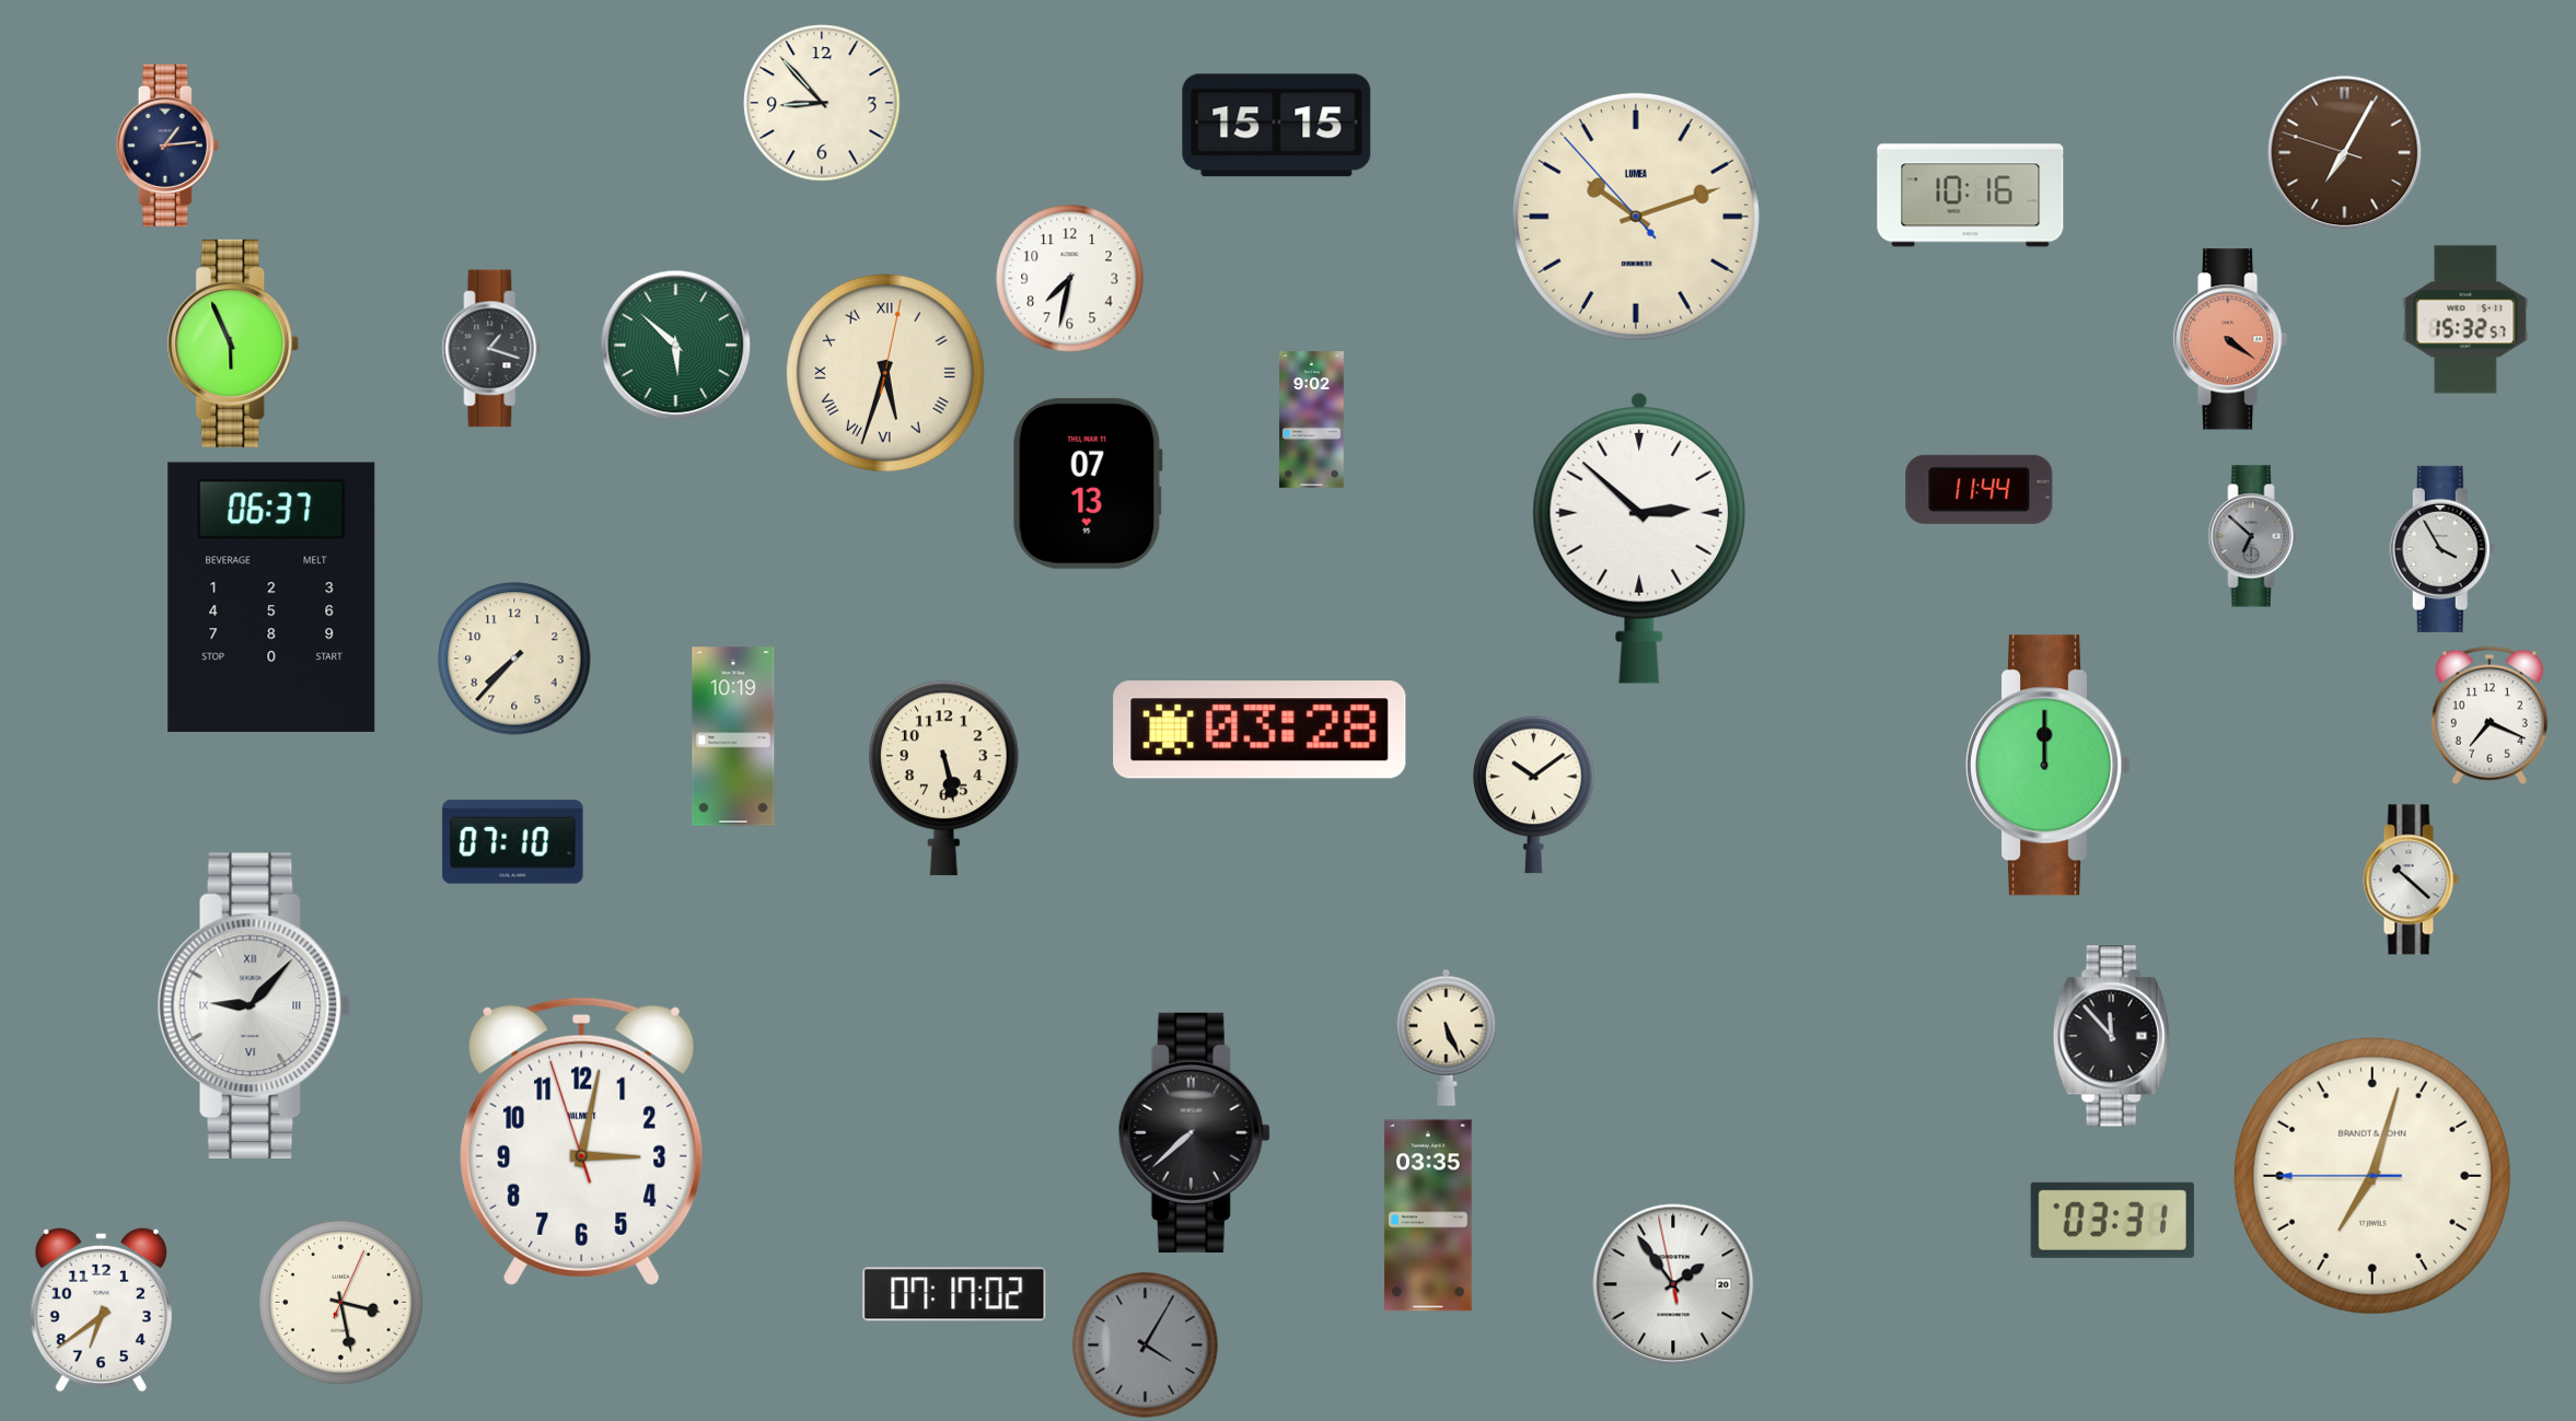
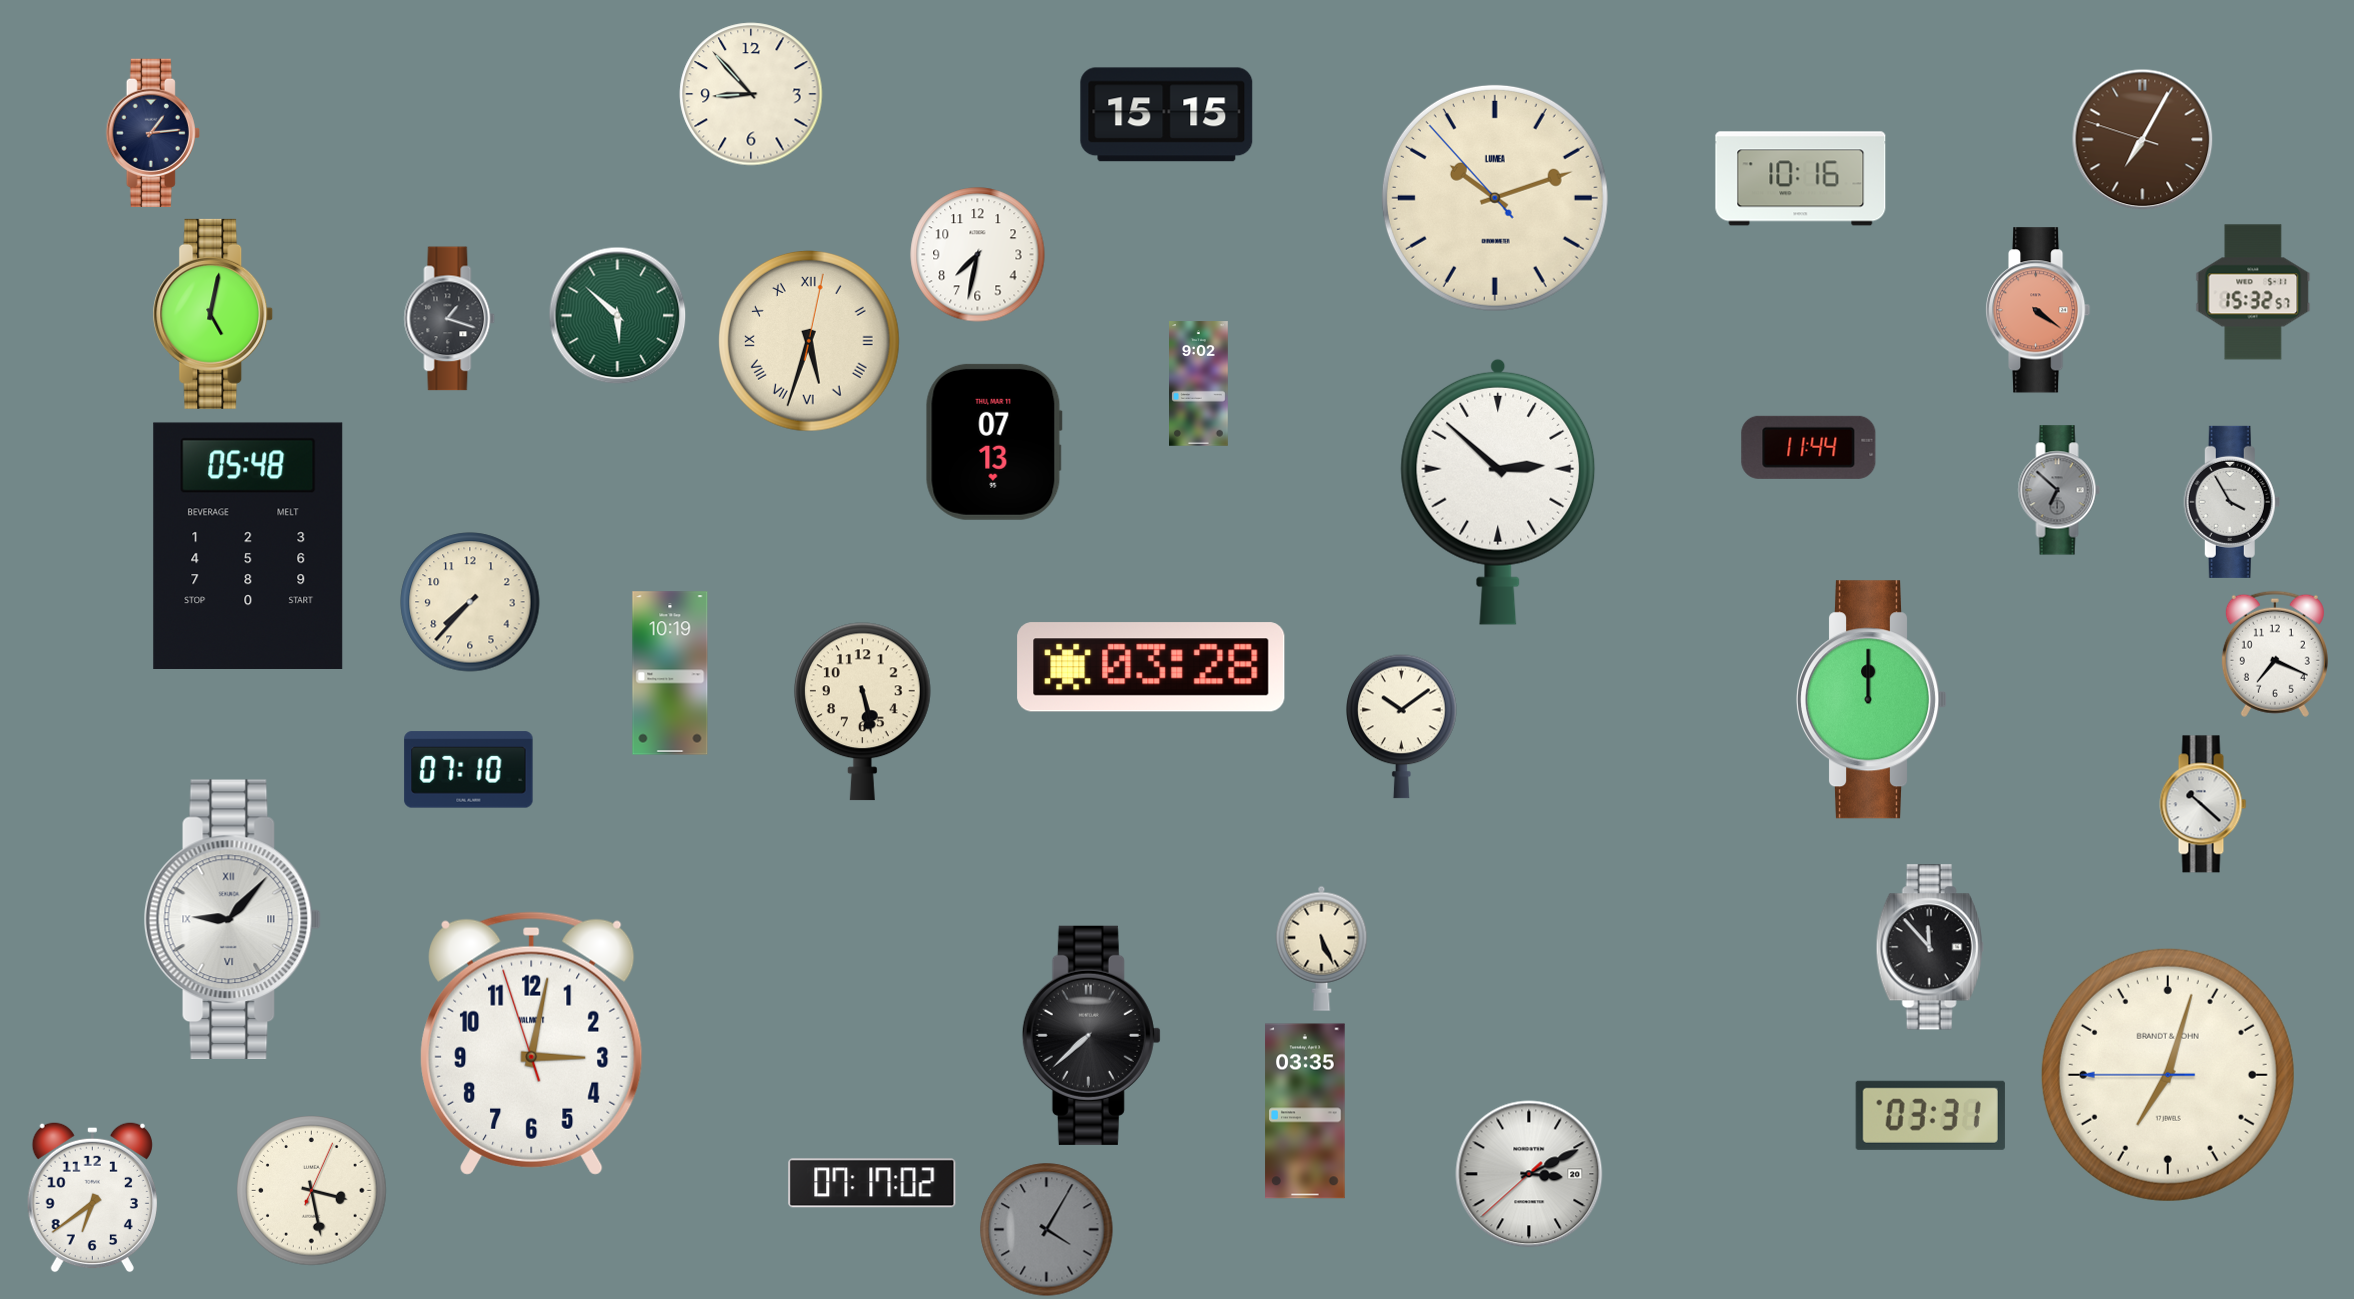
clock at (233, 343): 5:56 -> 5:02
clock at (271, 596): 06:37 -> 05:48
clock at (1673, 1284): 1:53 -> 3:10
